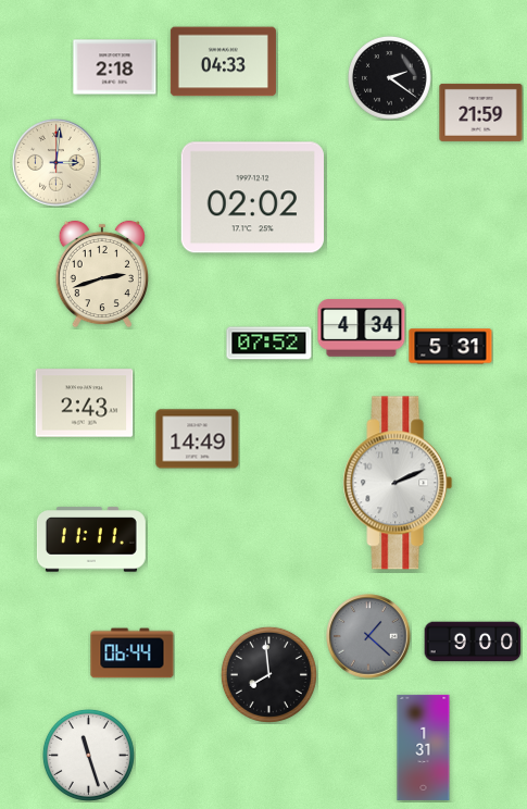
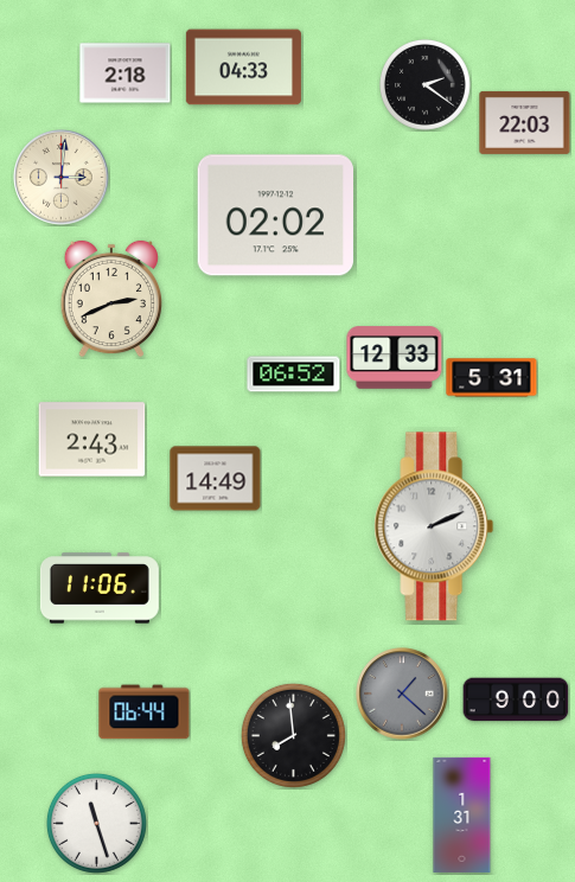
clock at (481, 112): 21:59 -> 22:03
clock at (101, 274): 2:42 -> 2:41
clock at (362, 328): 4:34 -> 12:33
clock at (269, 344): 07:52 -> 06:52
clock at (91, 539): 11:11 -> 11:06
